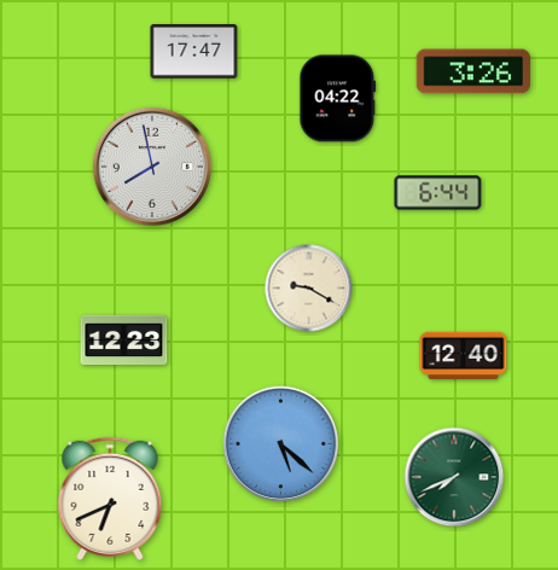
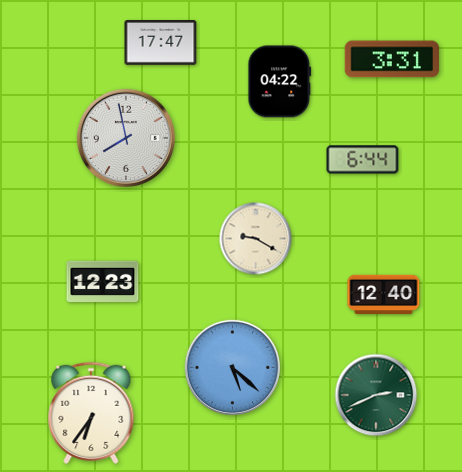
clock at (472, 71): 3:26 -> 3:31
clock at (454, 477): 7:41 -> 2:41
clock at (110, 499): 6:41 -> 6:36
